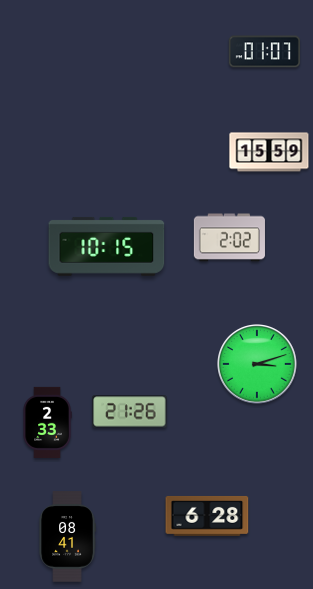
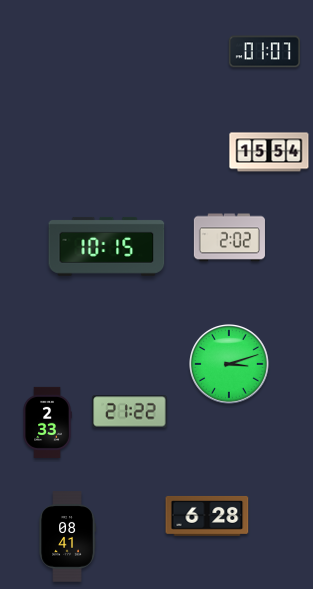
clock at (269, 152): 15:59 -> 15:54
clock at (258, 365) position: (258, 365) -> (230, 365)
clock at (130, 412): 21:26 -> 21:22
